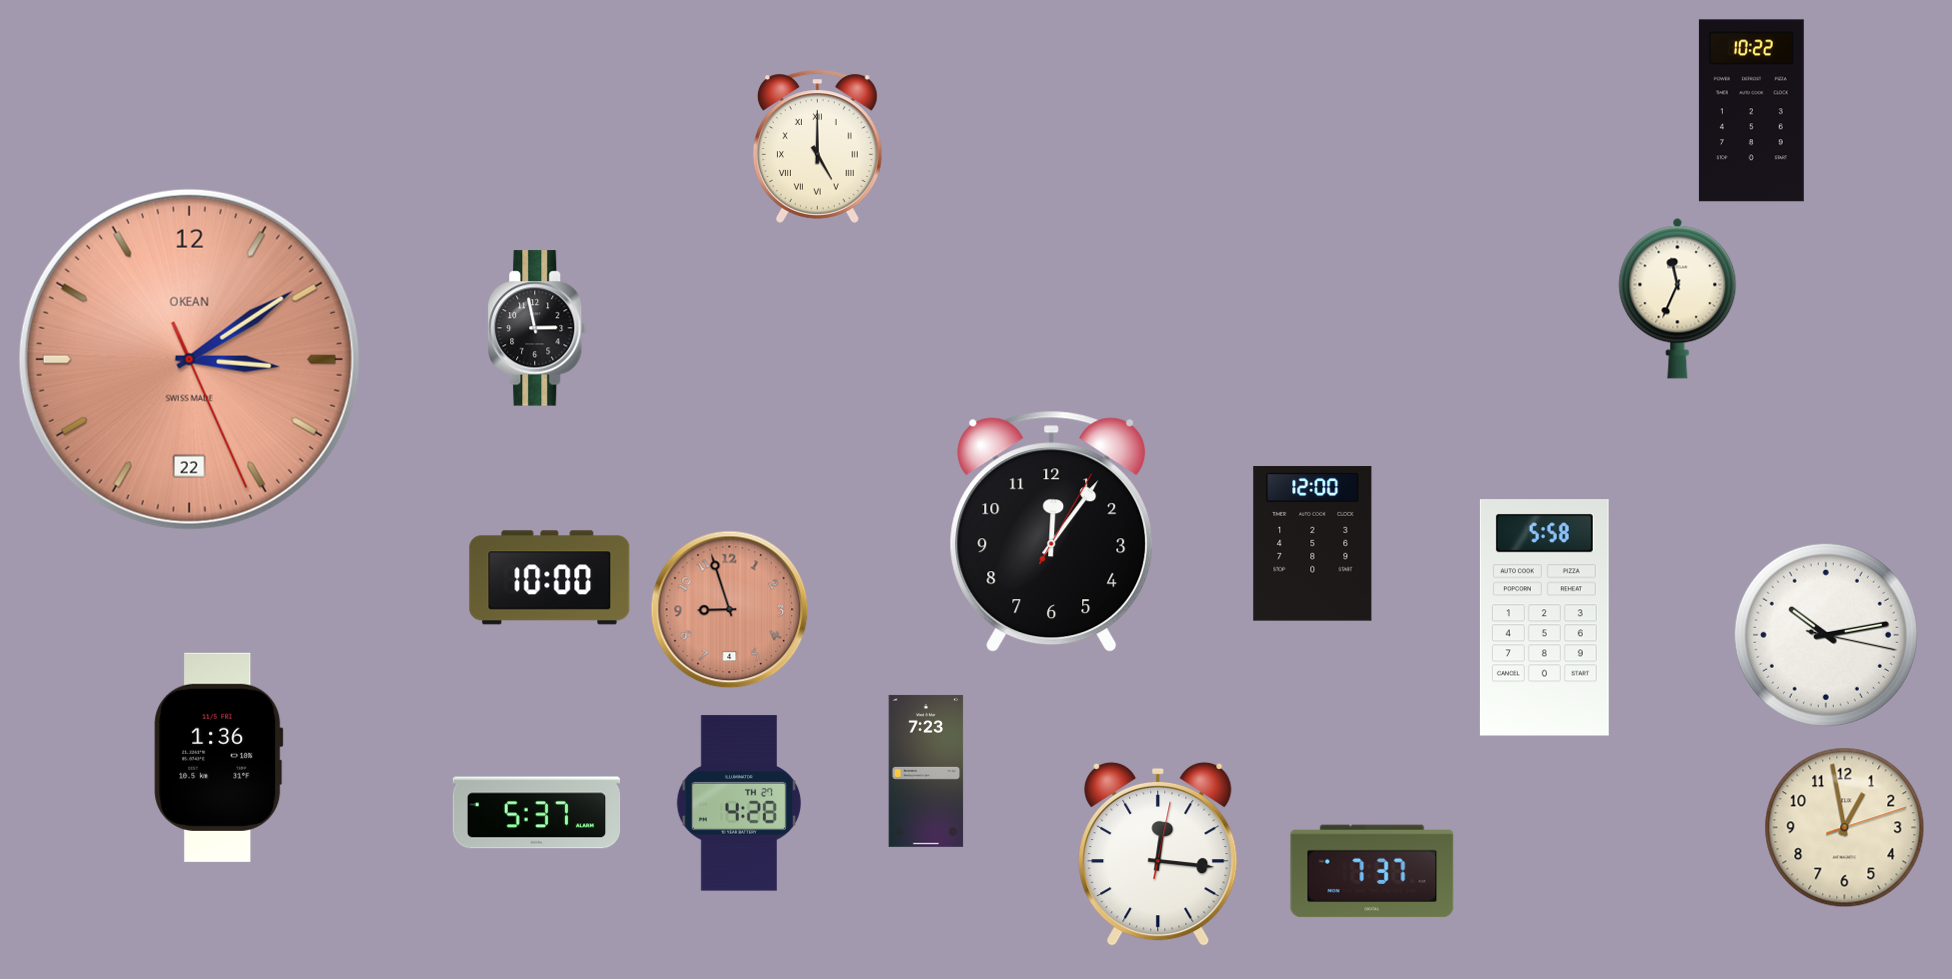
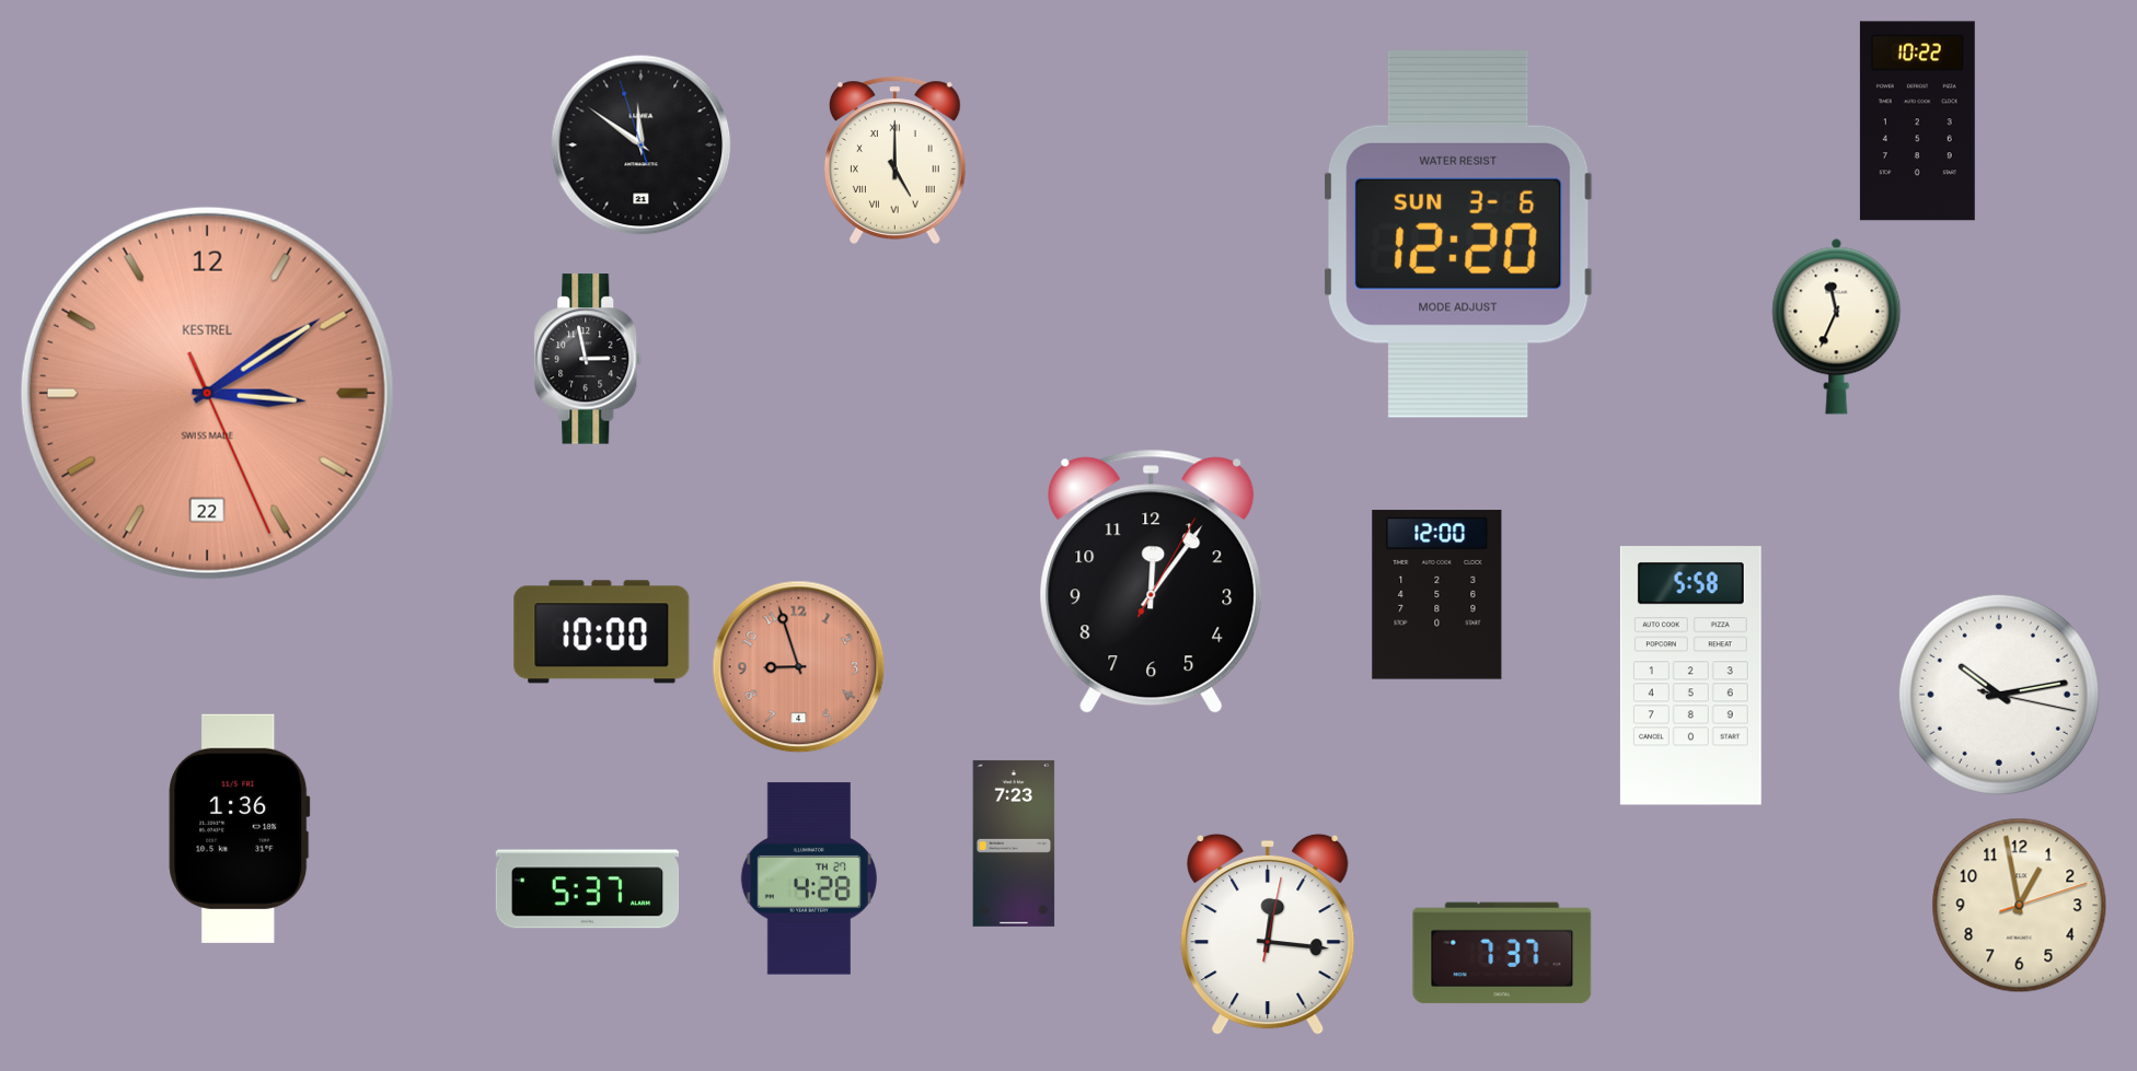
clock at (642, 145): none -> 11:50
clock at (1458, 234): none -> 12:20
clock at (189, 359) brand: OKEAN -> KESTREL
